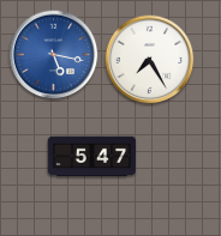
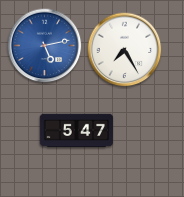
clock at (54, 55): 5:17 -> 5:13
